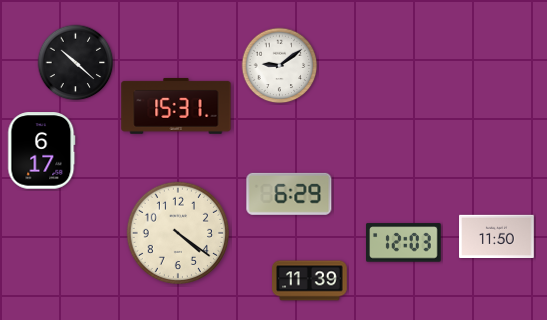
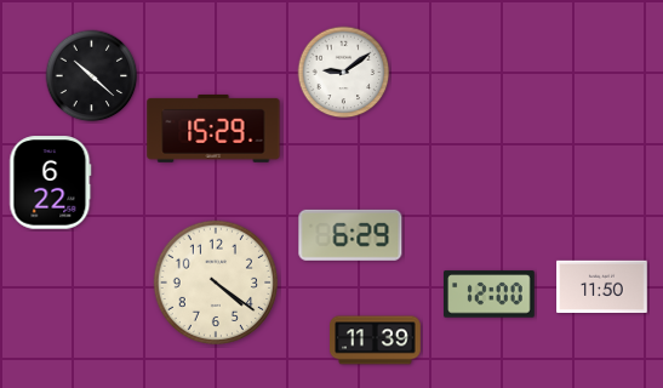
clock at (280, 66) position: (280, 66) -> (344, 73)
clock at (176, 106): 15:31 -> 15:29
clock at (42, 151): 6:17 -> 6:22
clock at (404, 243): 12:03 -> 12:00
